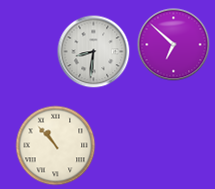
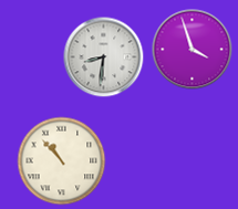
clock at (174, 45): 6:52 -> 3:57
